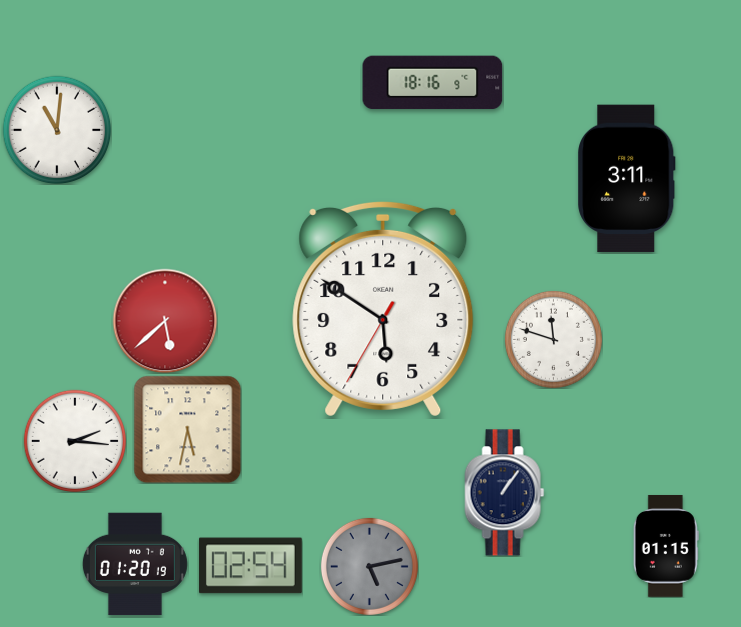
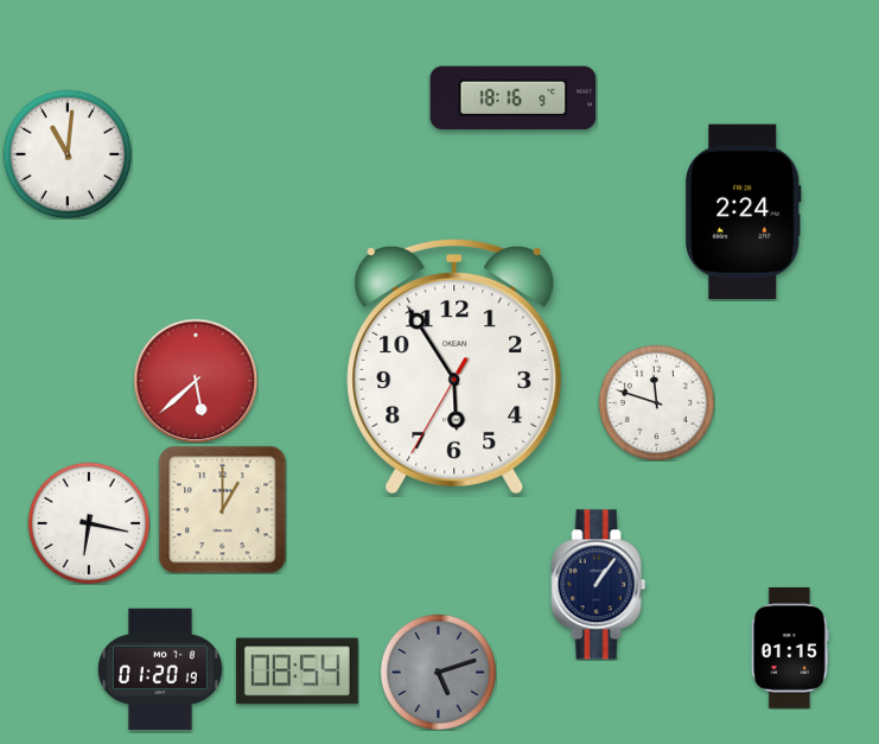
clock at (627, 179): 3:11 -> 2:24
clock at (383, 309): 5:50 -> 5:54
clock at (187, 429): 5:32 -> 1:00
clock at (75, 441): 2:16 -> 6:17
clock at (250, 566): 02:54 -> 08:54
clock at (369, 566): 5:13 -> 5:12
